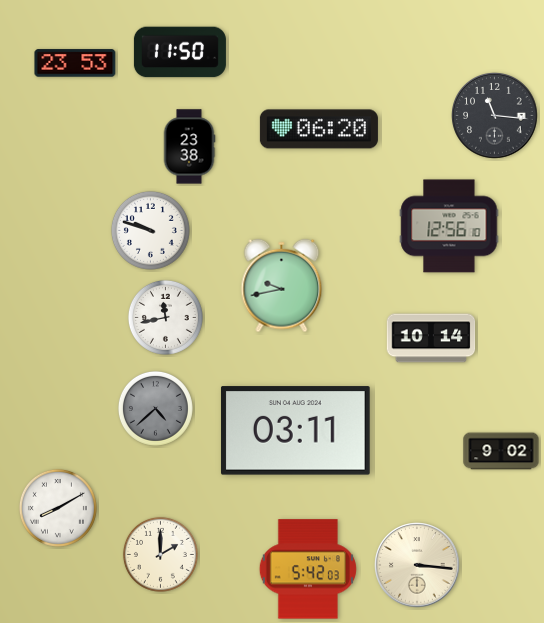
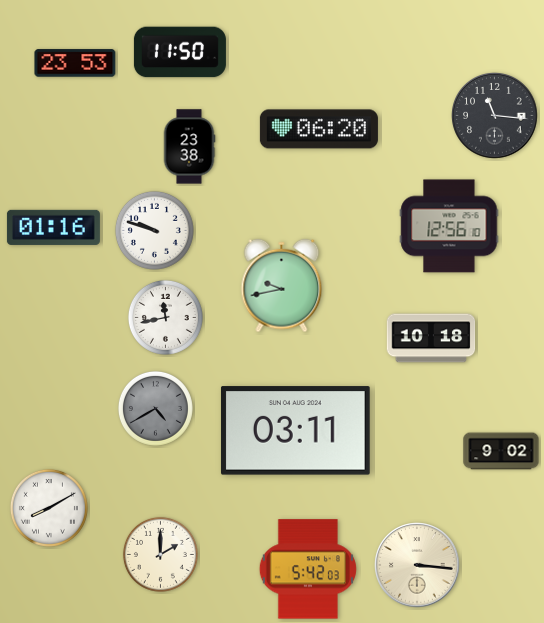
clock at (53, 227): none -> 01:16
clock at (150, 230) position: (150, 230) -> (154, 230)
clock at (431, 338): 10:14 -> 10:18
clock at (155, 408): 4:38 -> 4:40
clock at (58, 508) position: (58, 508) -> (49, 508)
